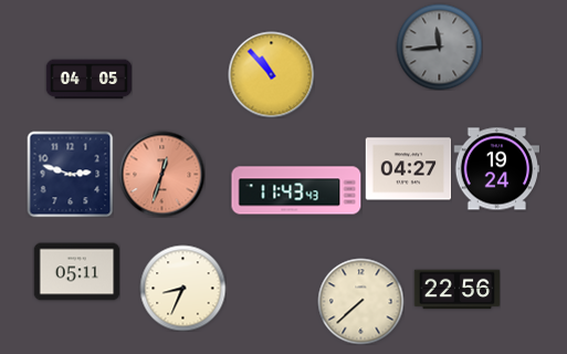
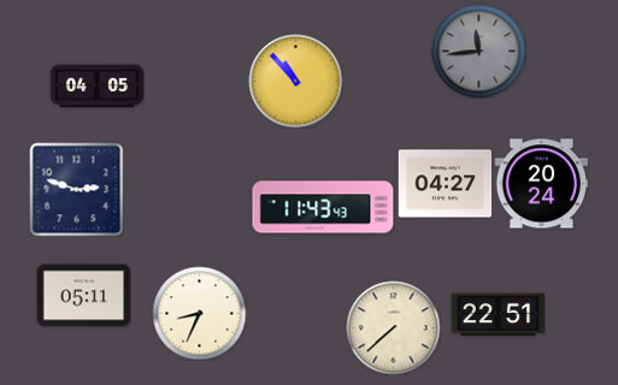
clock at (496, 169): 19:24 -> 20:24
clock at (161, 174): 12:33 -> none
clock at (456, 290): 22:56 -> 22:51
